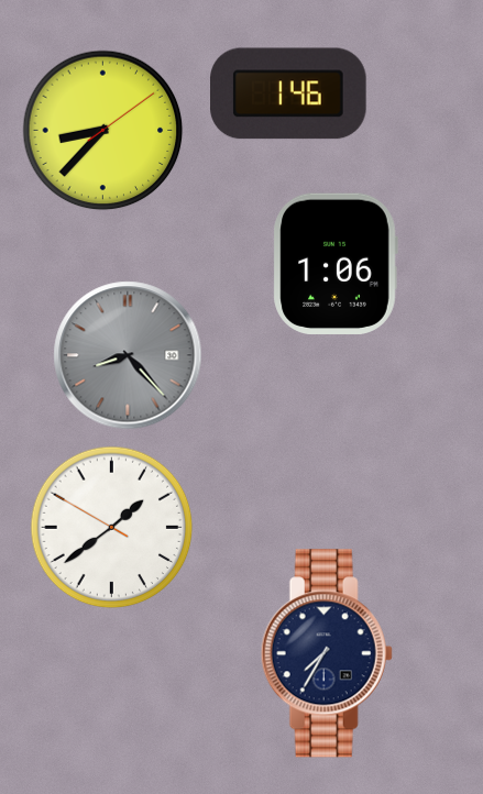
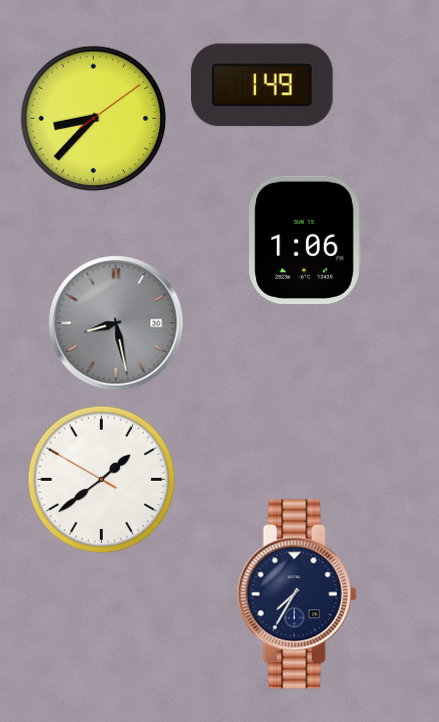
clock at (289, 93): 1:46 -> 1:49
clock at (128, 355): 8:23 -> 8:28
